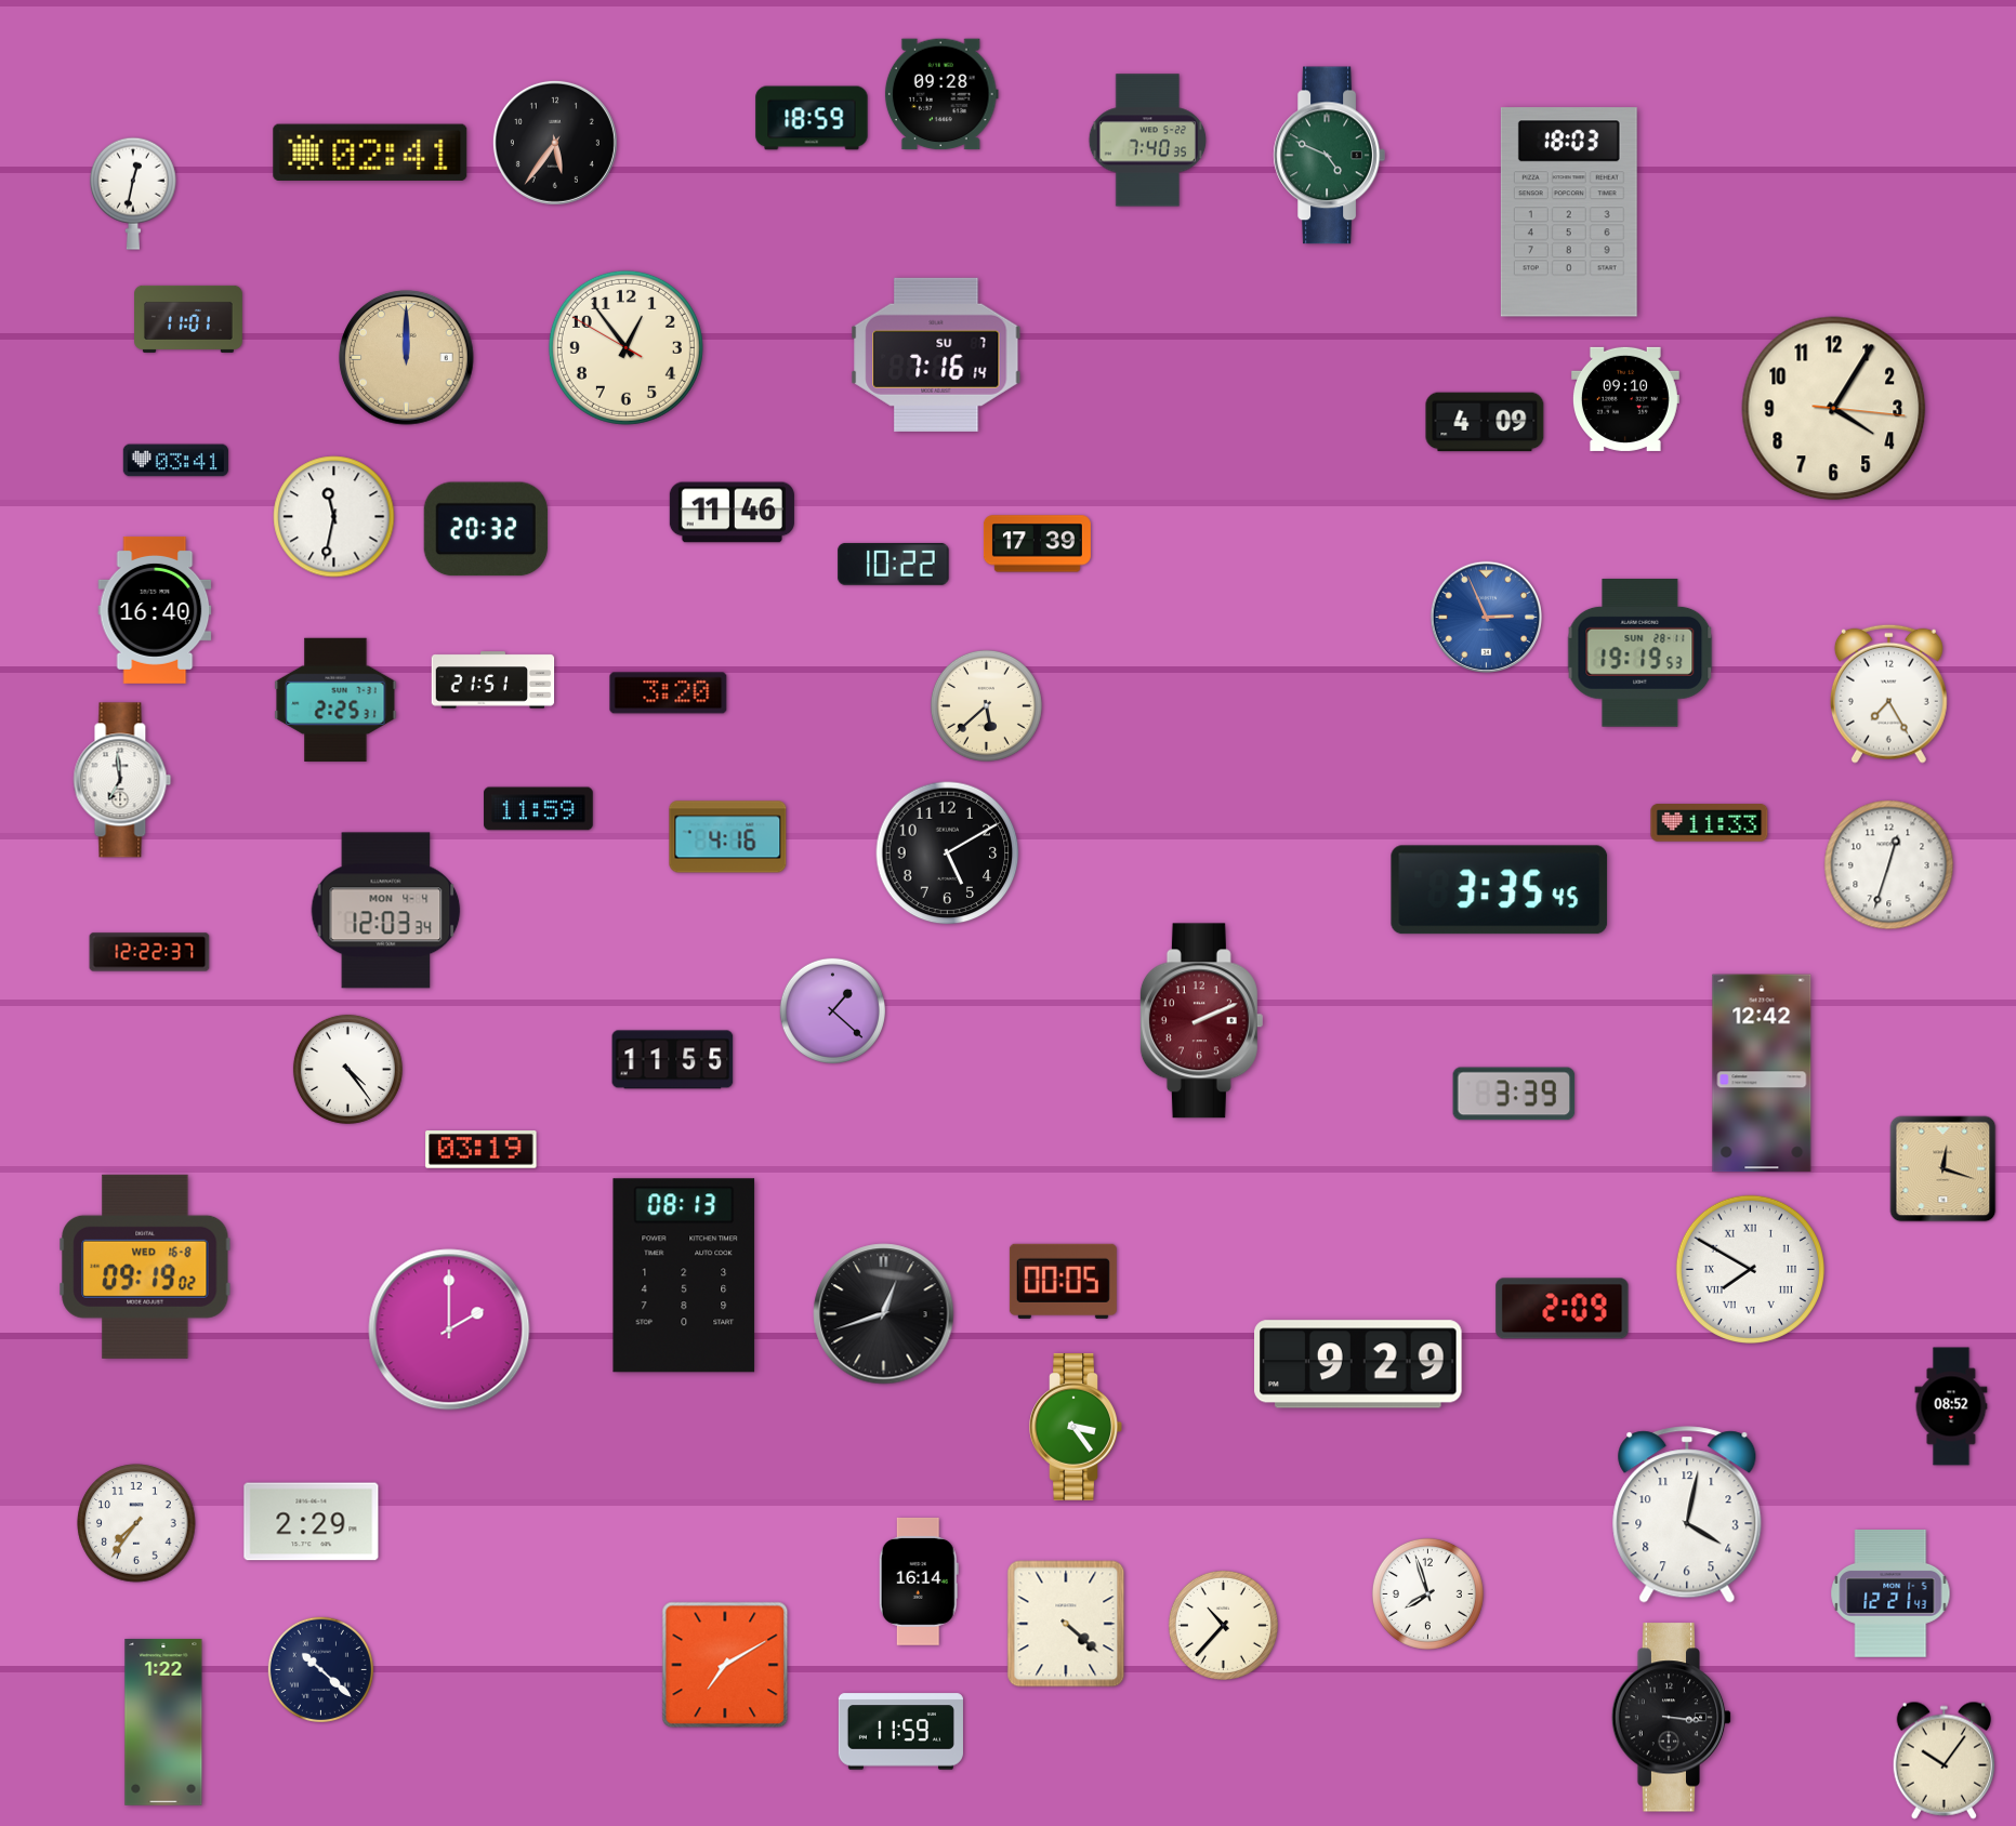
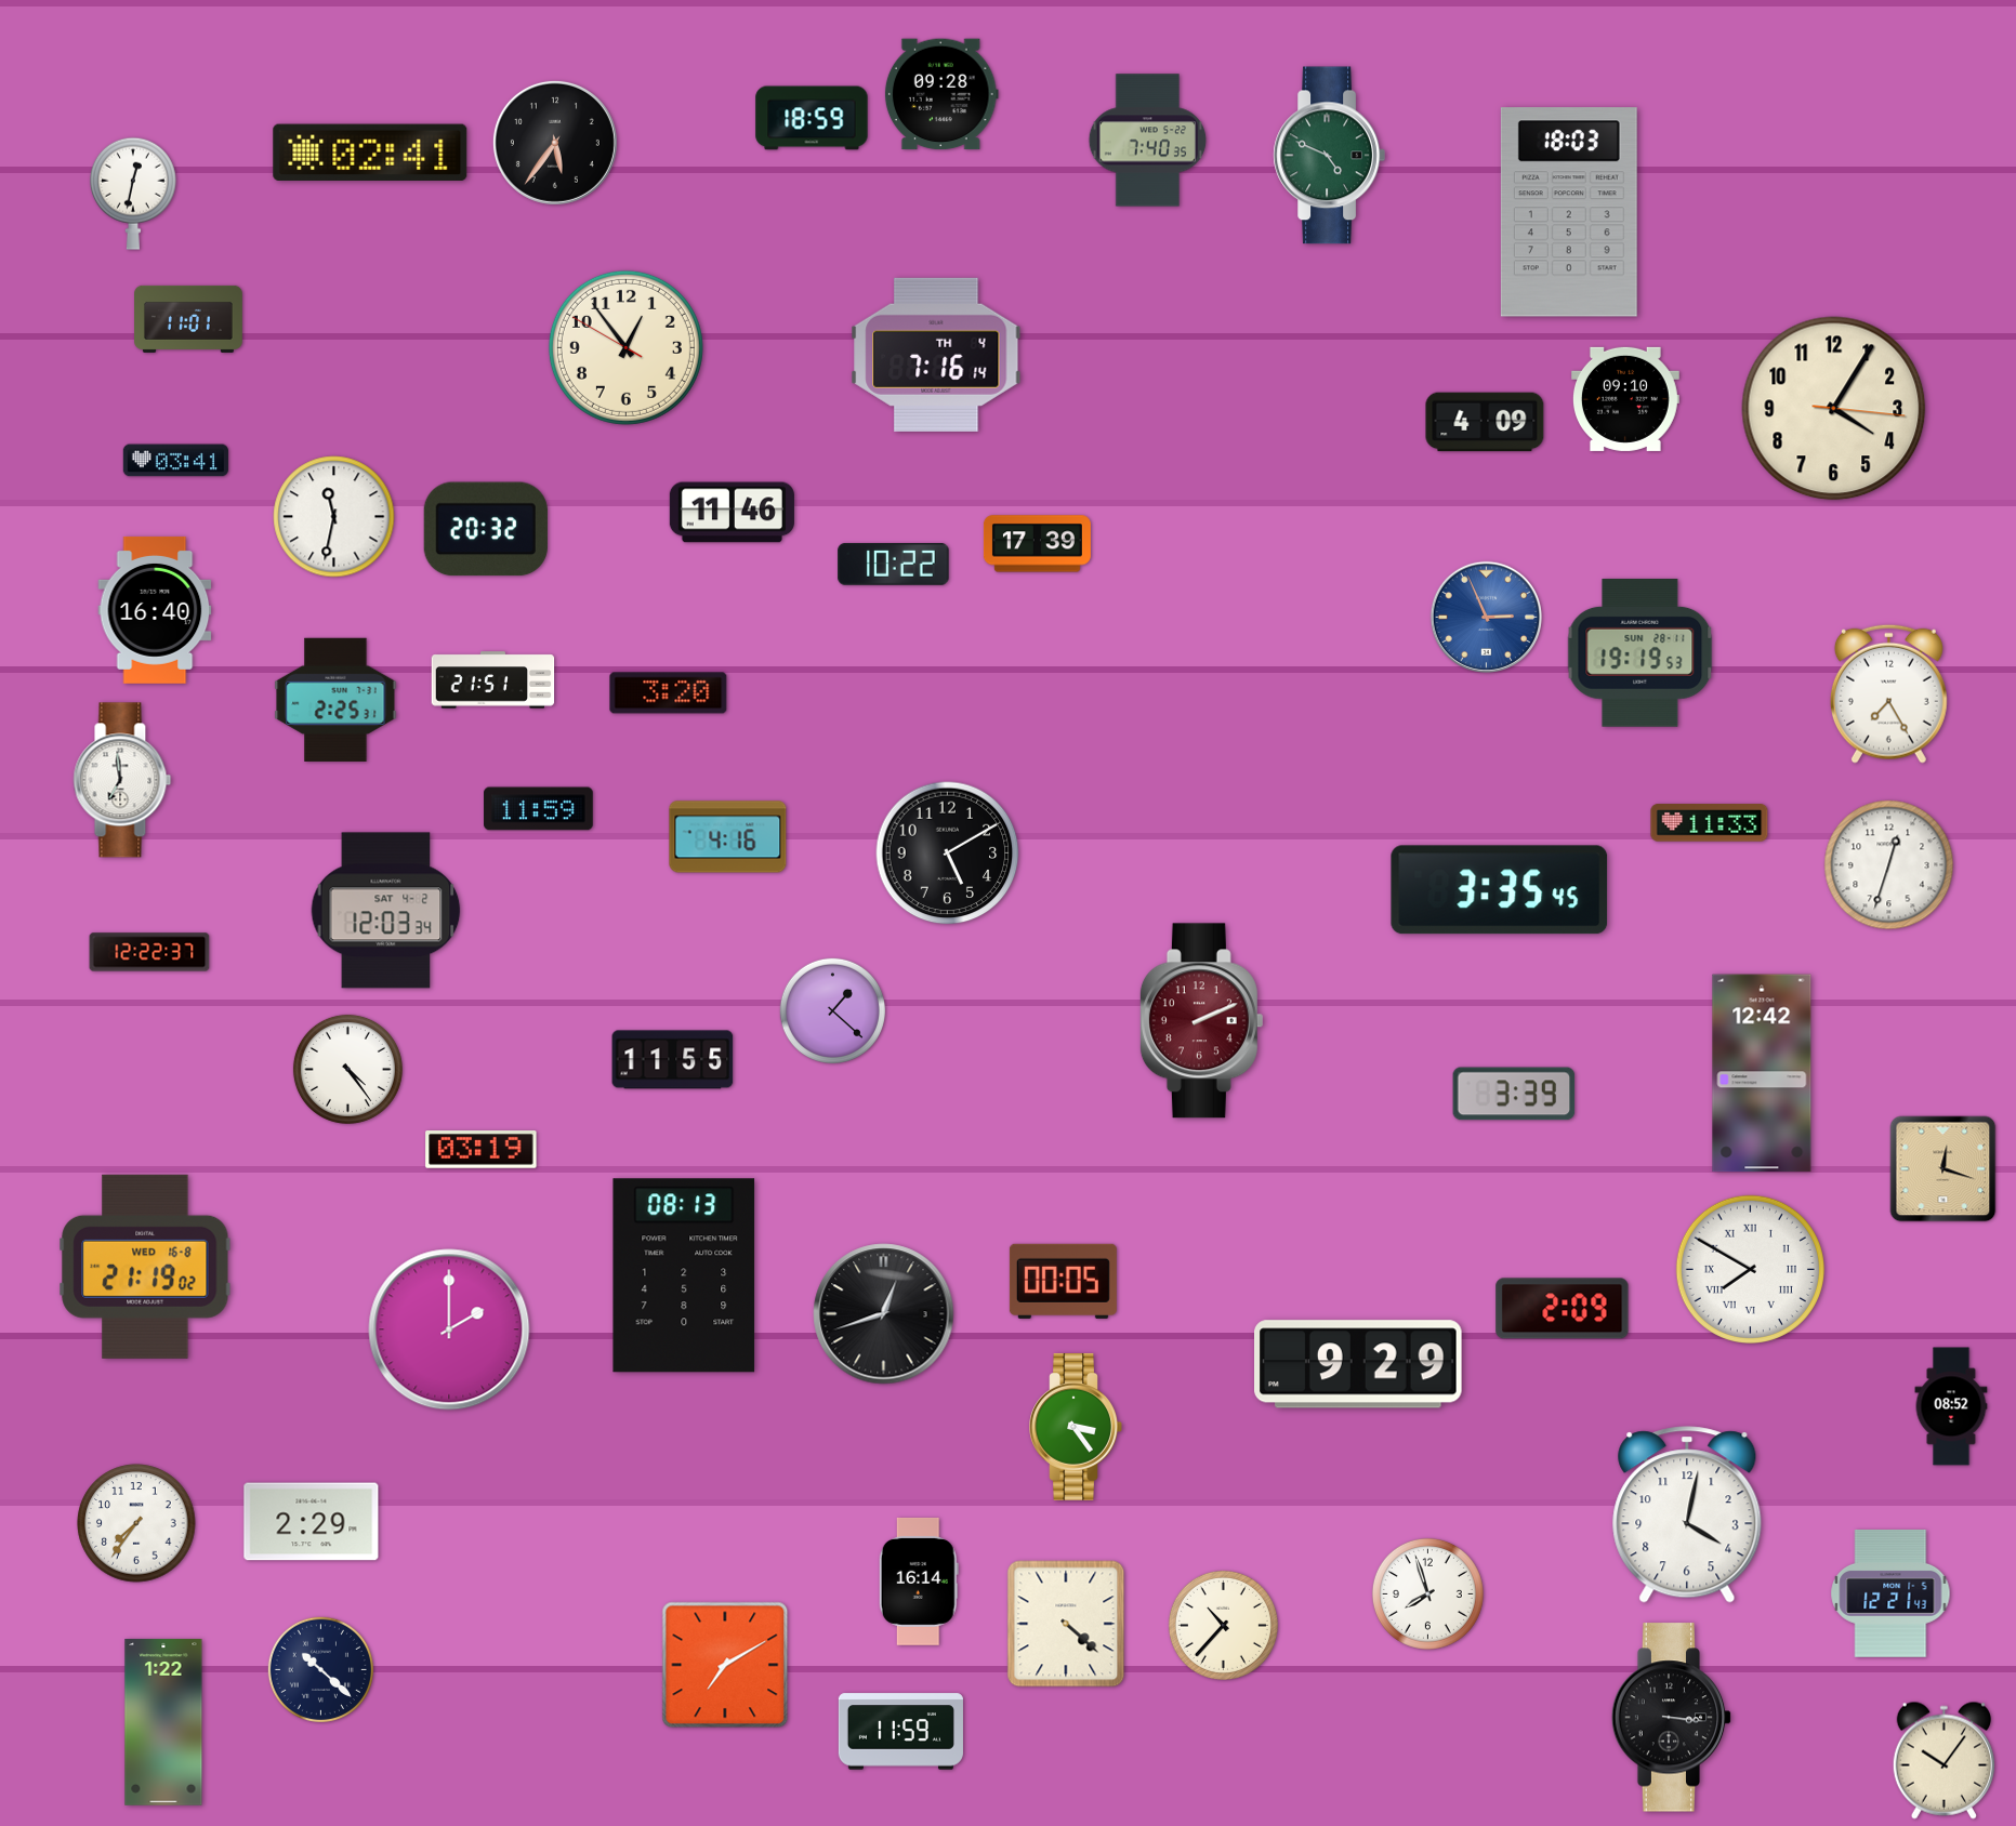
clock at (936, 355) date: SU 7 -> TH 4
clock at (407, 358): 12:00 -> none
clock at (986, 705): 5:38 -> none
clock at (386, 911) date: MON 4-4 -> SAT 4-2
clock at (145, 1267): 09:19 -> 21:19
